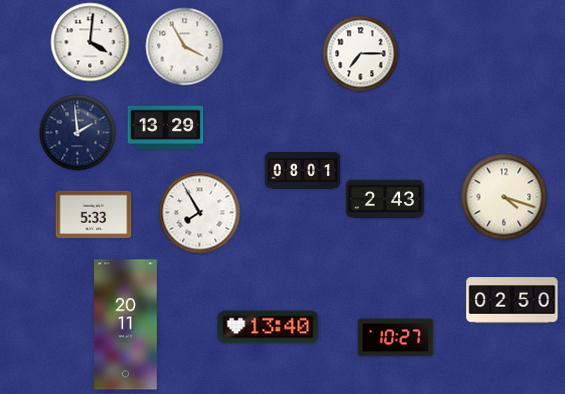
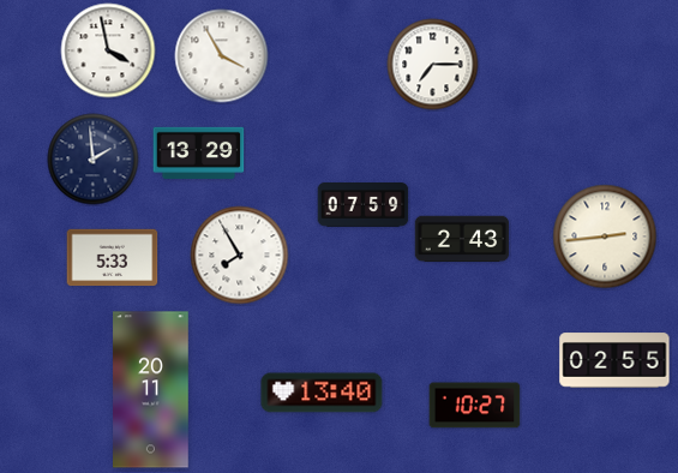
clock at (90, 42): 4:01 -> 3:58
clock at (303, 171): 08:01 -> 07:59
clock at (504, 197): 4:18 -> 2:44
clock at (512, 300): 02:50 -> 02:55
